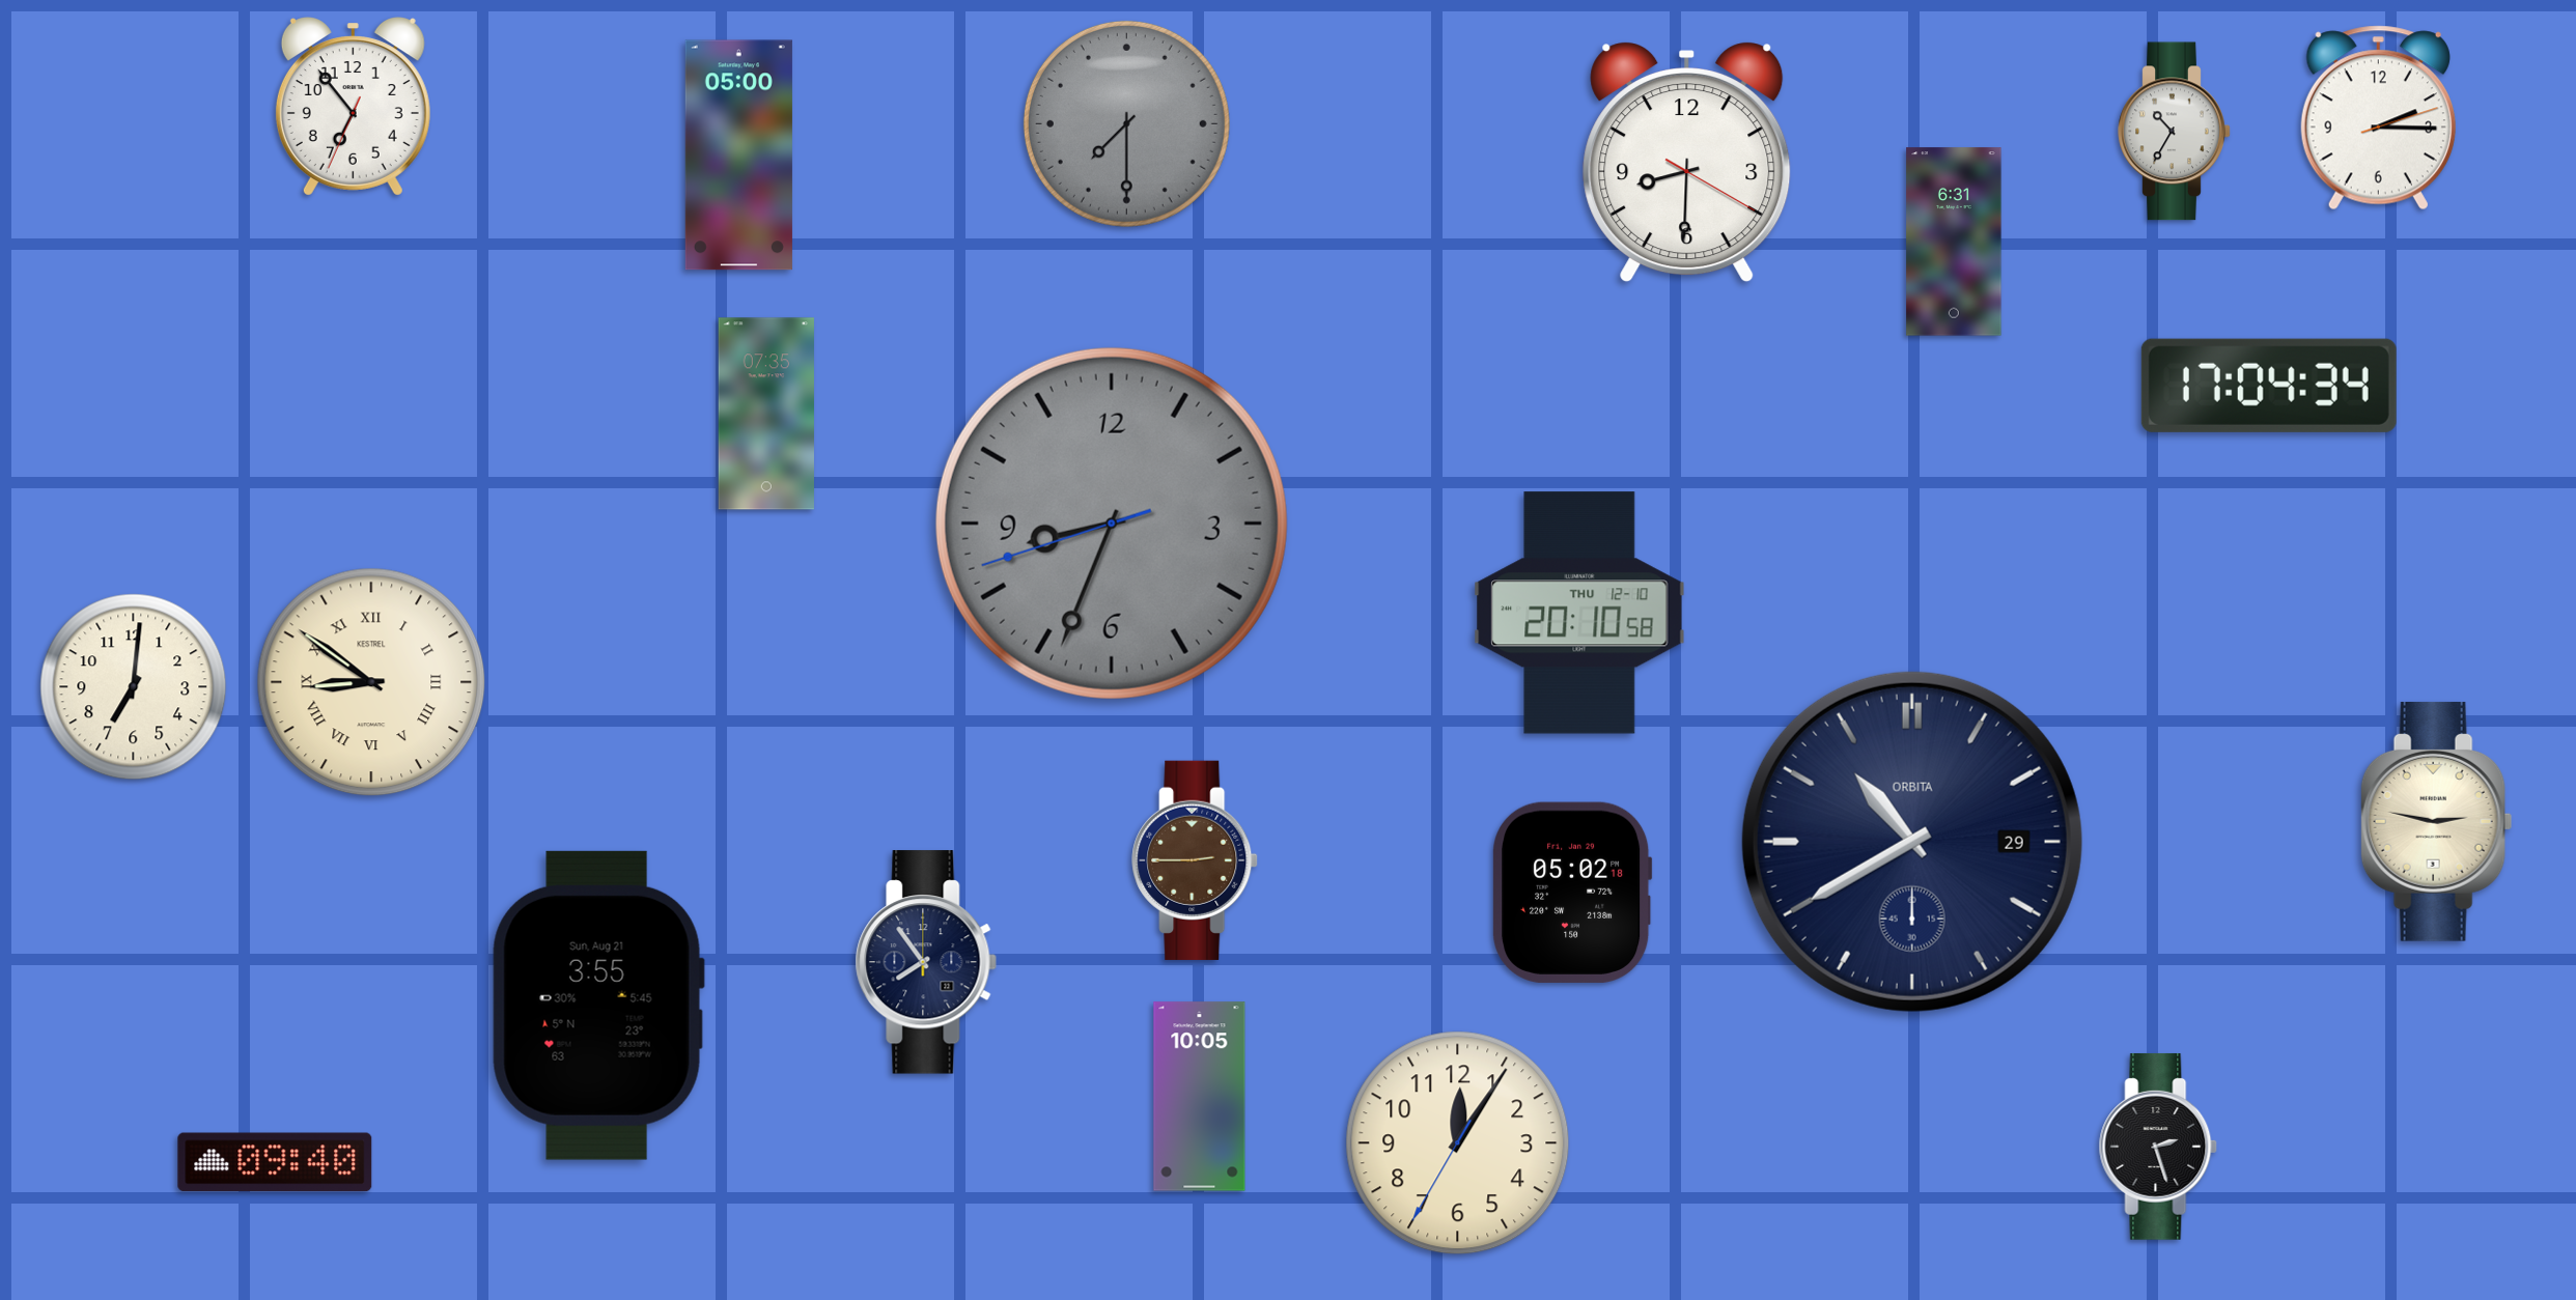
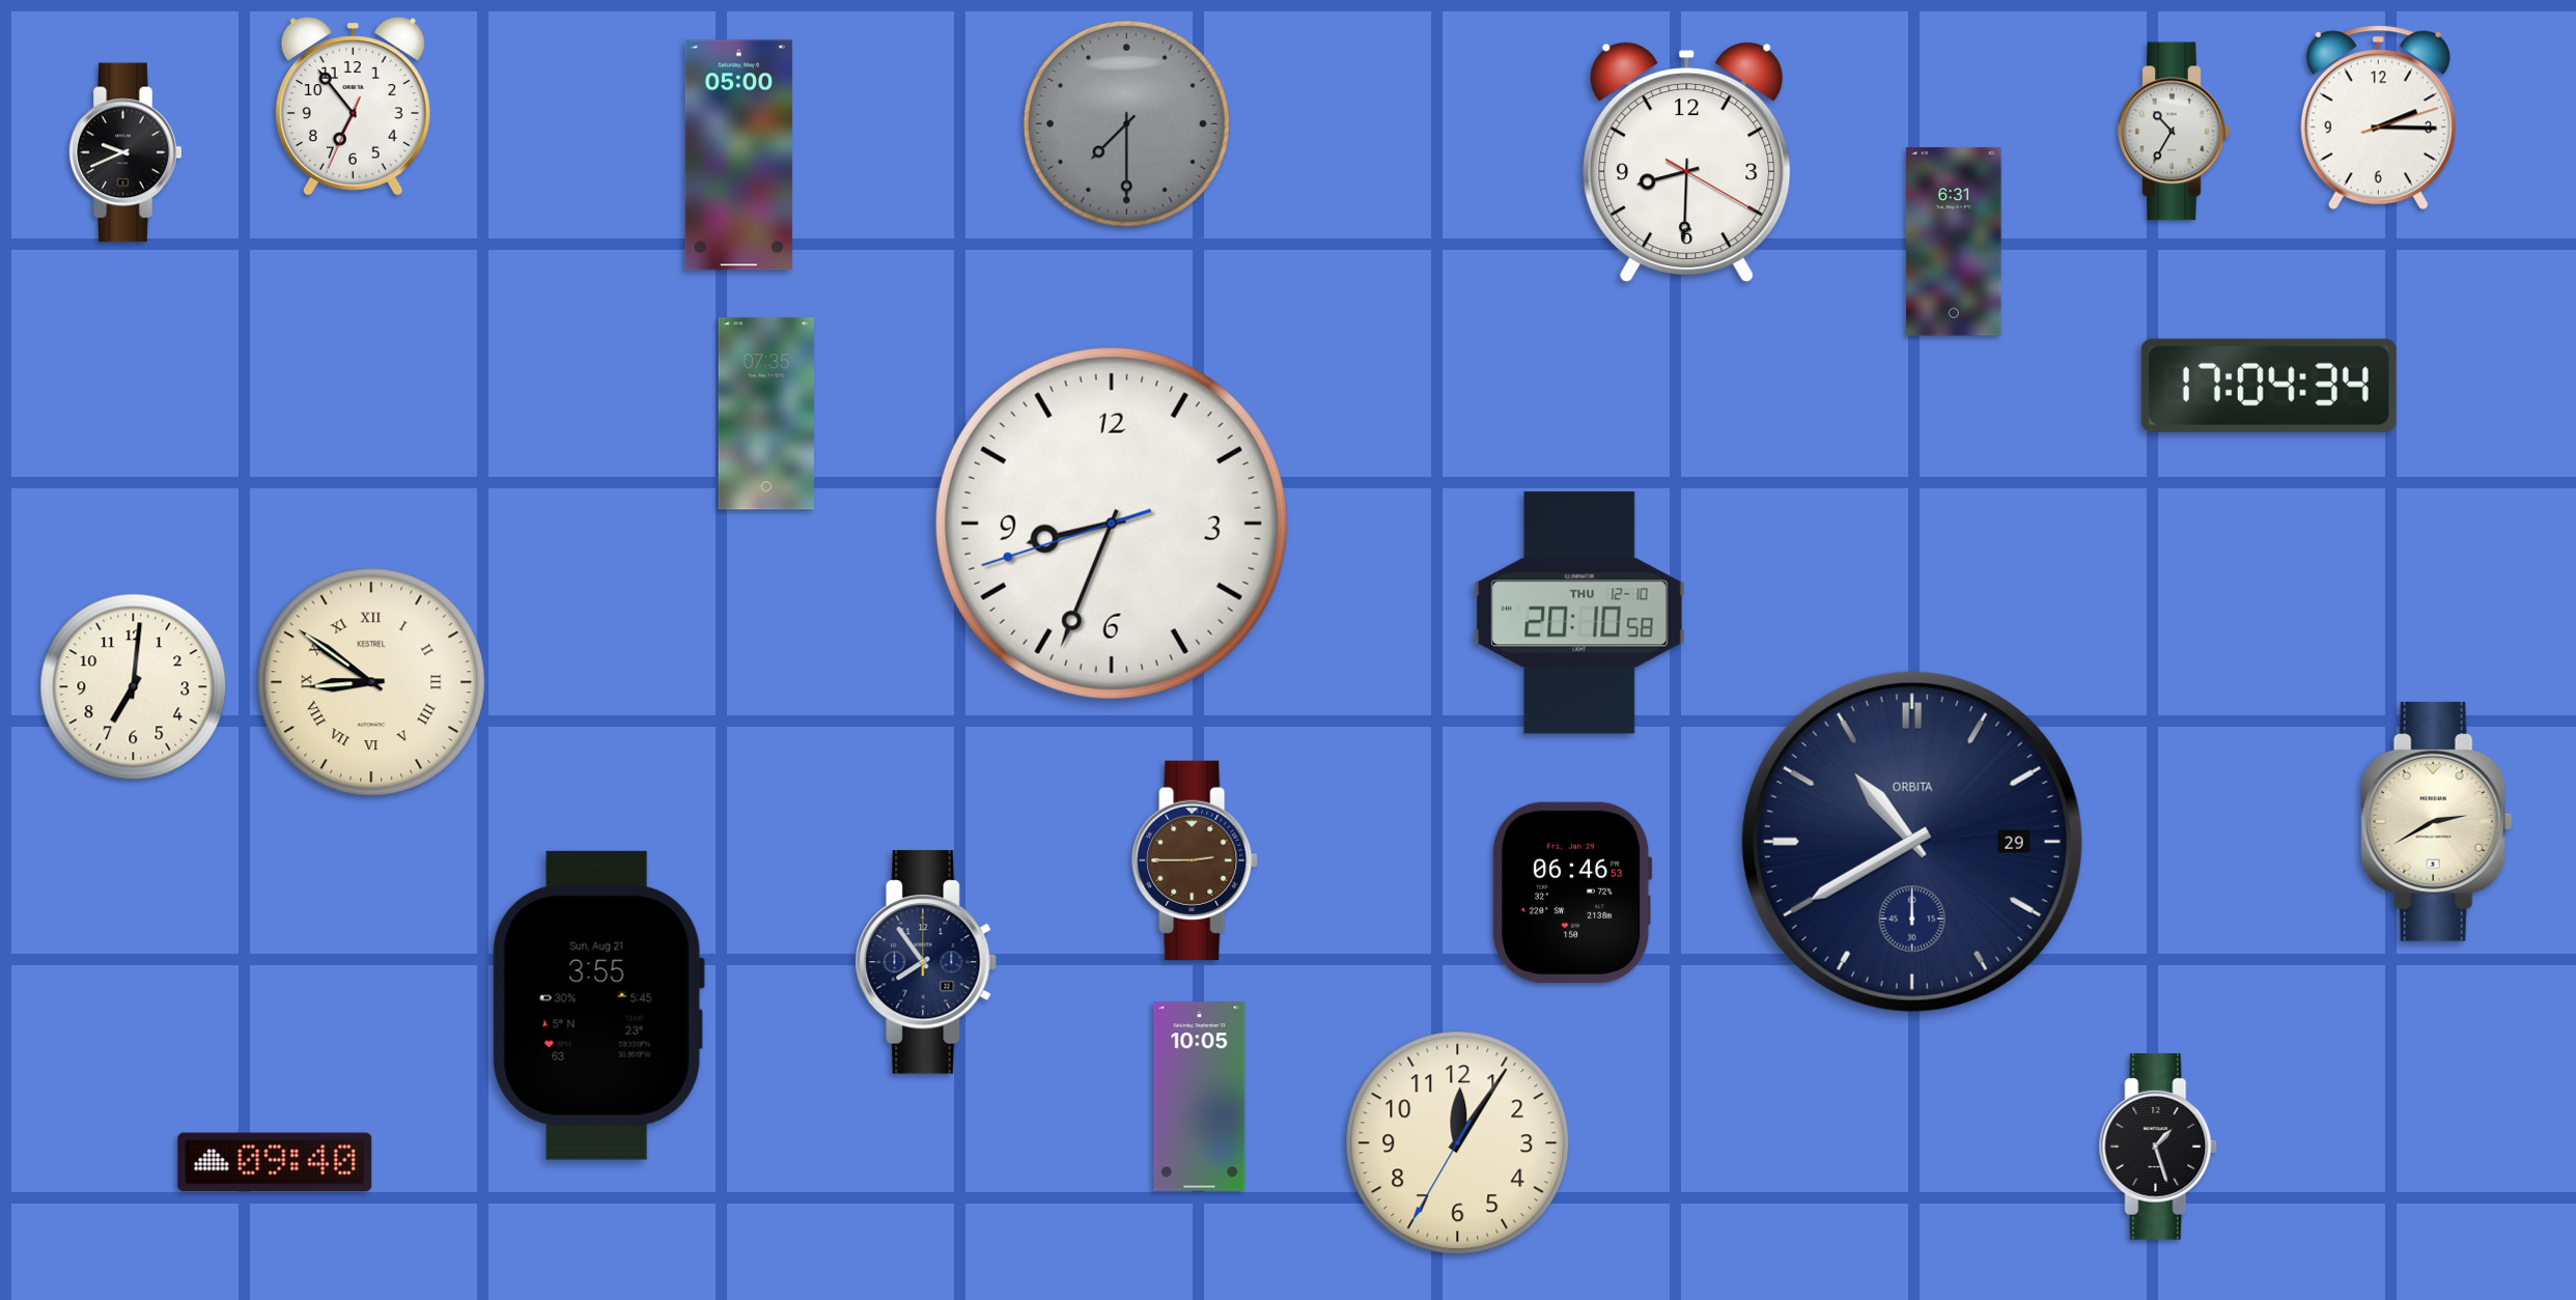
clock at (125, 152): none -> 9:41
clock at (1112, 524) dial: grey -> white
clock at (2437, 821): 2:47 -> 2:40
clock at (1572, 893): 05:02 -> 06:46
clock at (2158, 1147): 2:27 -> 1:27
